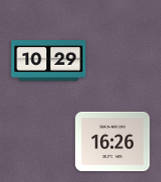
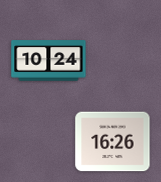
clock at (49, 61): 10:29 -> 10:24
